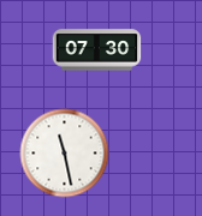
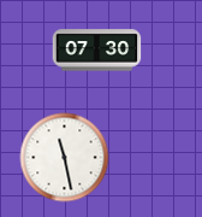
clock at (65, 154) position: (65, 154) -> (65, 158)
